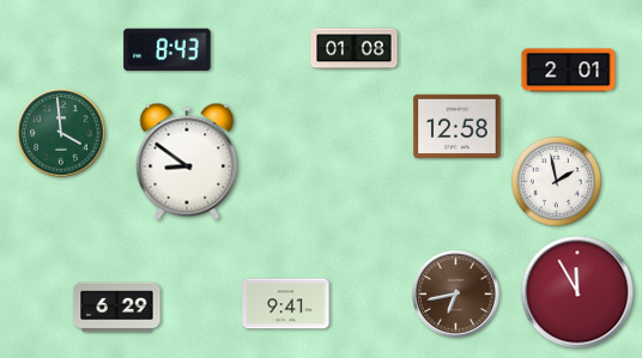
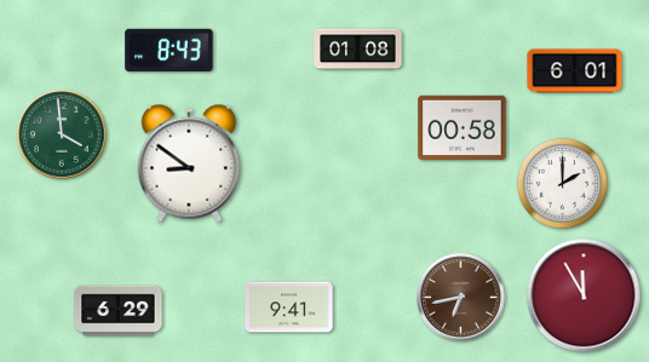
clock at (569, 71): 2:01 -> 6:01
clock at (458, 126): 12:58 -> 00:58
clock at (556, 181): 1:58 -> 2:00
